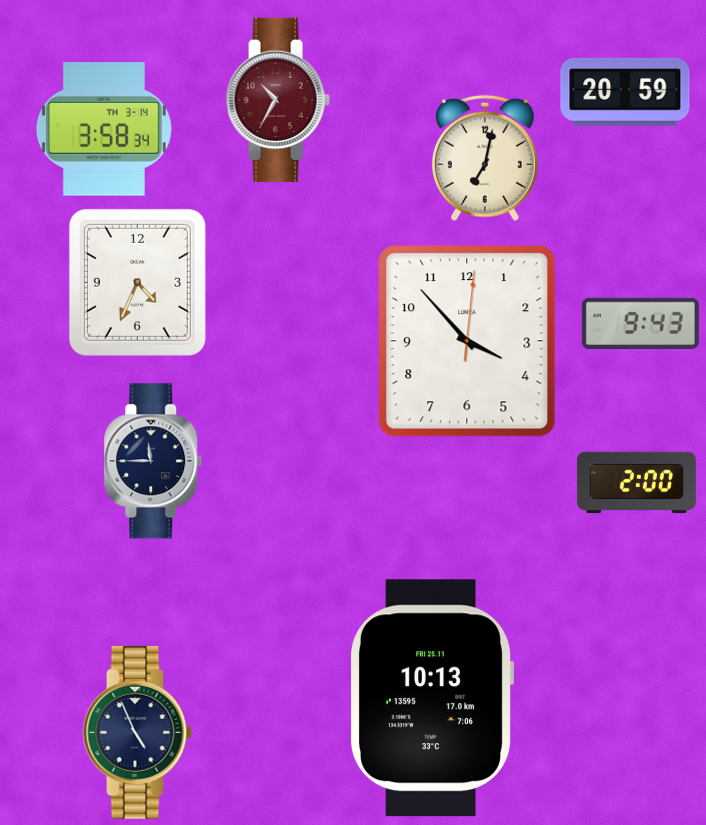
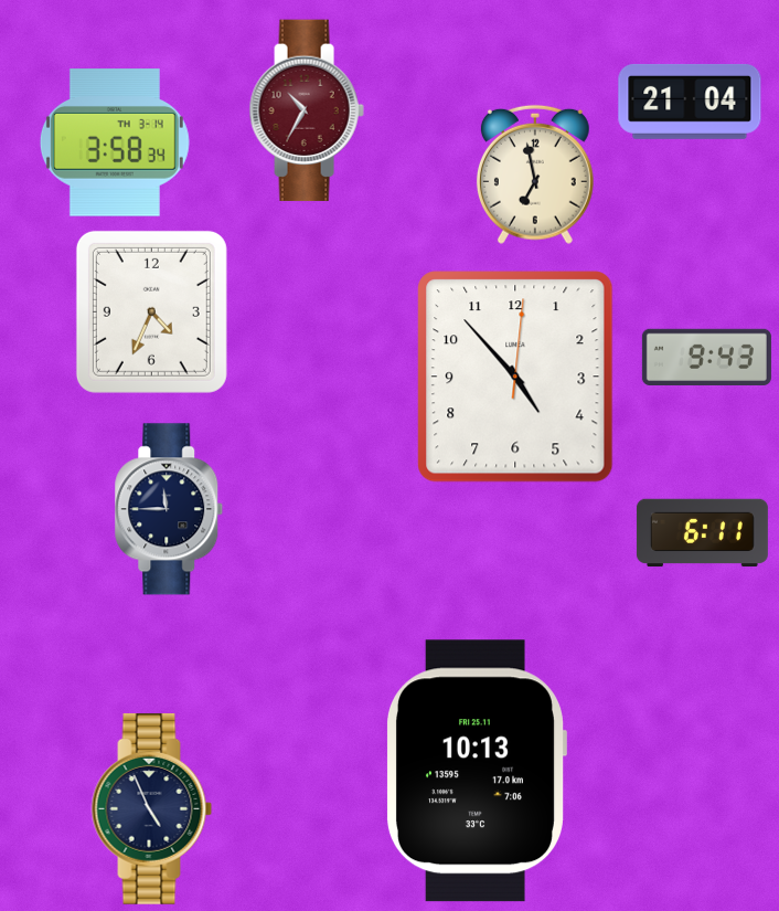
clock at (625, 92): 20:59 -> 21:04
clock at (485, 158): 7:02 -> 6:58
clock at (467, 341): 3:53 -> 4:53
clock at (636, 483): 2:00 -> 6:11
